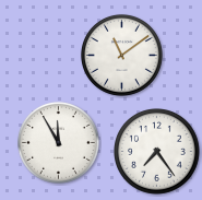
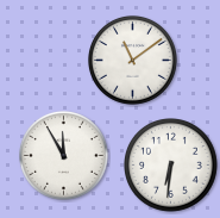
clock at (157, 152): 7:24 -> 6:31
